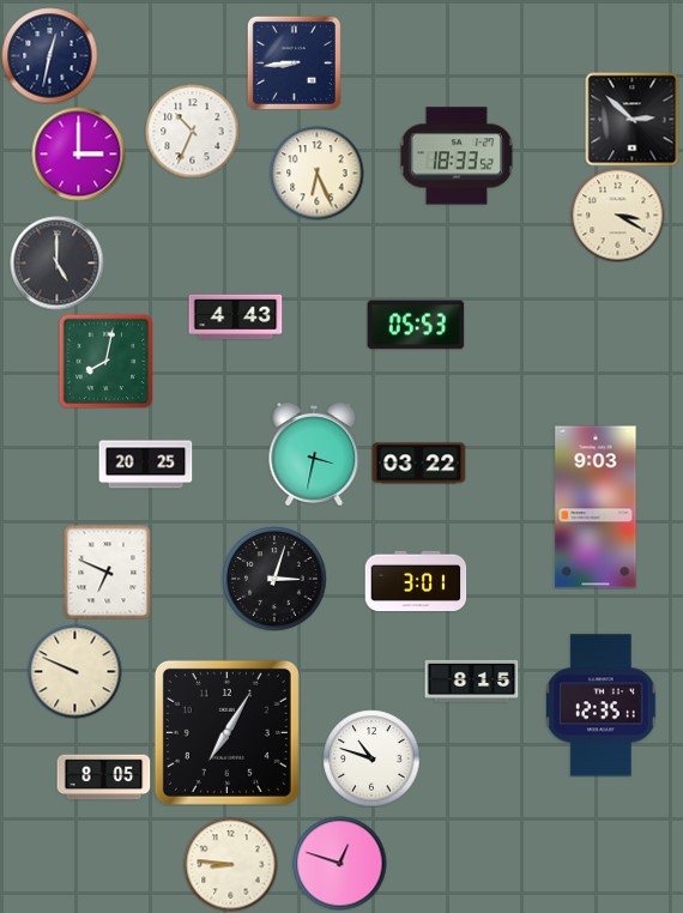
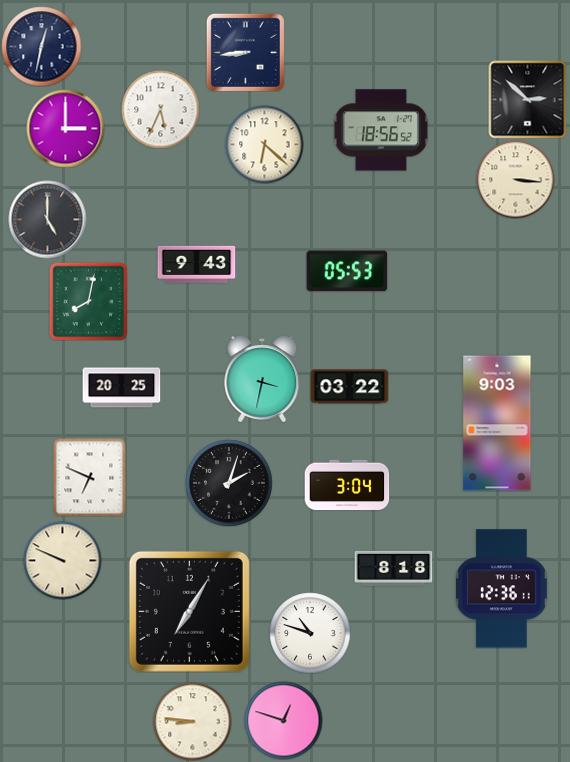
clock at (192, 131): 10:34 -> 5:34
clock at (457, 156): 18:33 -> 18:56
clock at (316, 173): 6:26 -> 6:22
clock at (617, 214): 3:20 -> 3:16
clock at (235, 316): 4:43 -> 9:43
clock at (274, 579): 3:03 -> 2:03
clock at (416, 580): 3:01 -> 3:04
clock at (471, 681): 8:15 -> 8:18
clock at (602, 706): 12:35 -> 12:36
clock at (103, 778): 8:05 -> none
